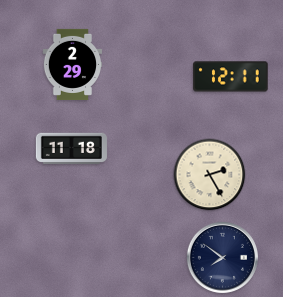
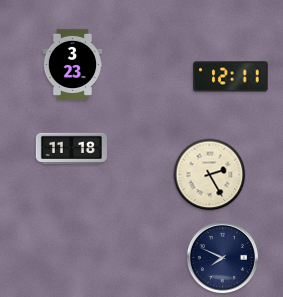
clock at (73, 64): 2:29 -> 3:23
clock at (222, 257): 7:51 -> 7:49
